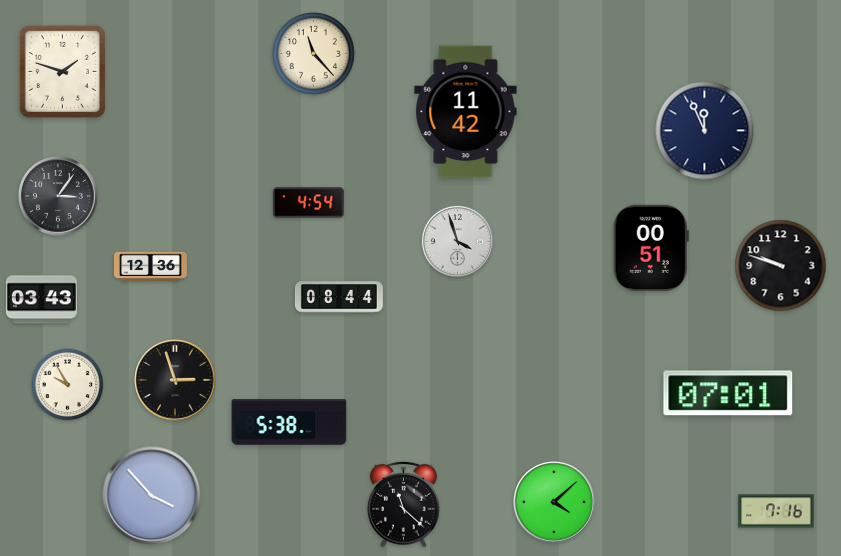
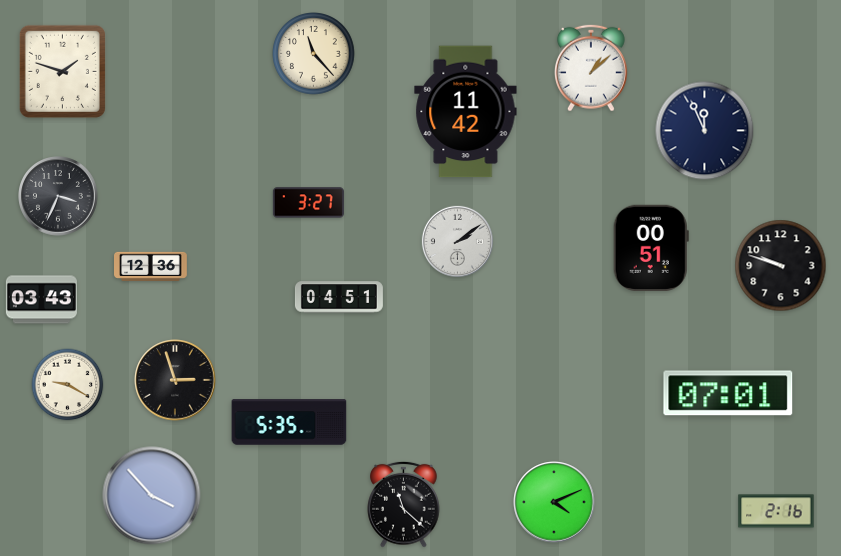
clock at (591, 68): none -> 1:08
clock at (58, 196): 3:06 -> 3:34
clock at (308, 203): 4:54 -> 3:27
clock at (457, 241): 3:57 -> 2:09
clock at (339, 297): 08:44 -> 04:51
clock at (68, 385): 9:55 -> 9:20
clock at (289, 422): 5:38 -> 5:35
clock at (554, 502): 4:08 -> 4:11
clock at (776, 511): 7:16 -> 2:16
